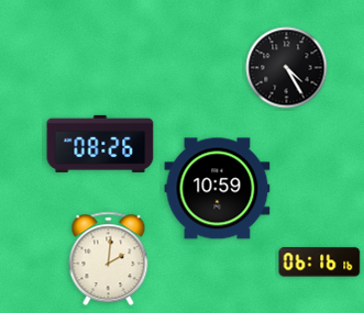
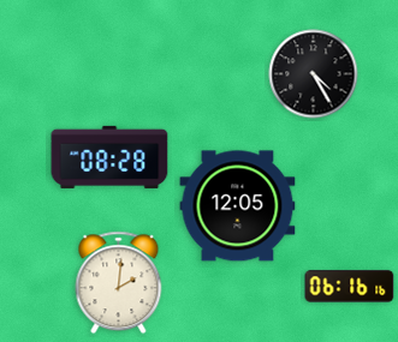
clock at (100, 144): 08:26 -> 08:28
clock at (218, 189): 10:59 -> 12:05
